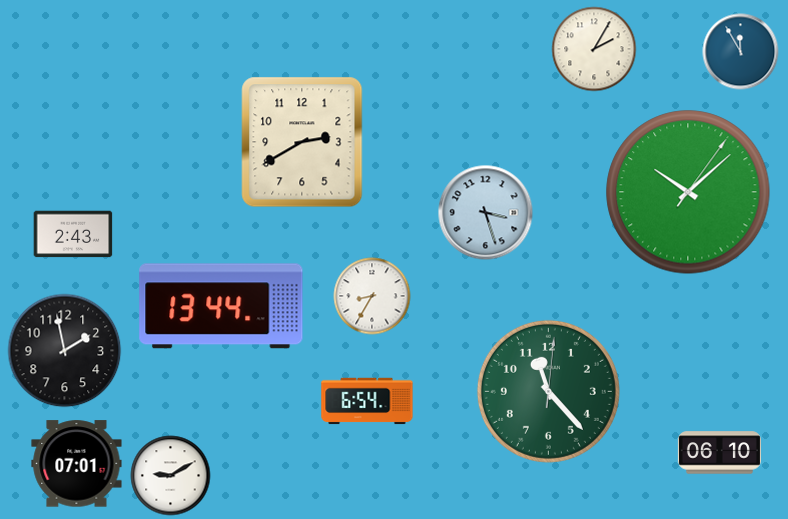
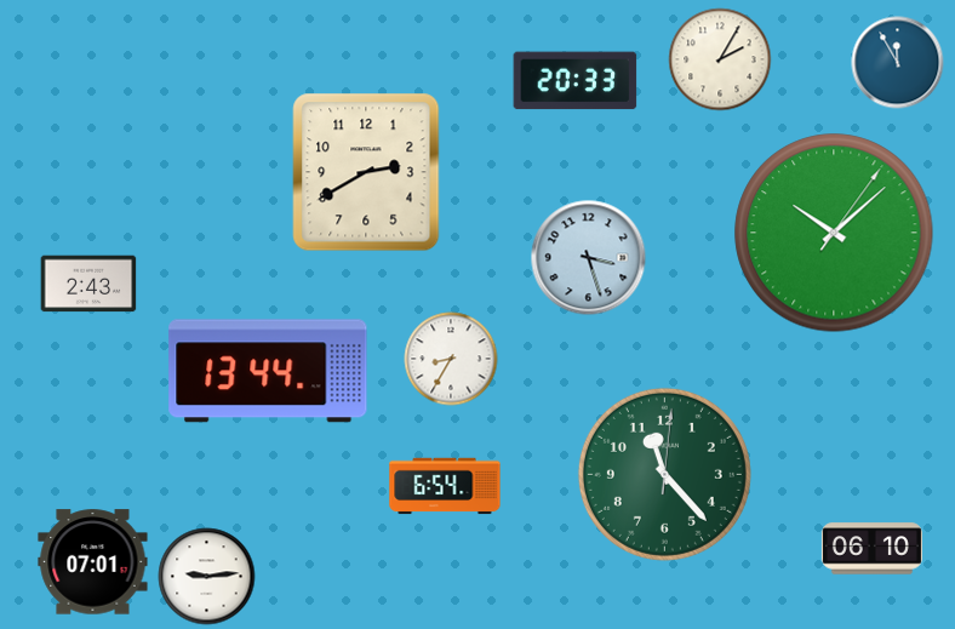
clock at (576, 81): none -> 20:33
clock at (65, 351): 1:58 -> none
clock at (171, 476): 9:10 -> 9:14
